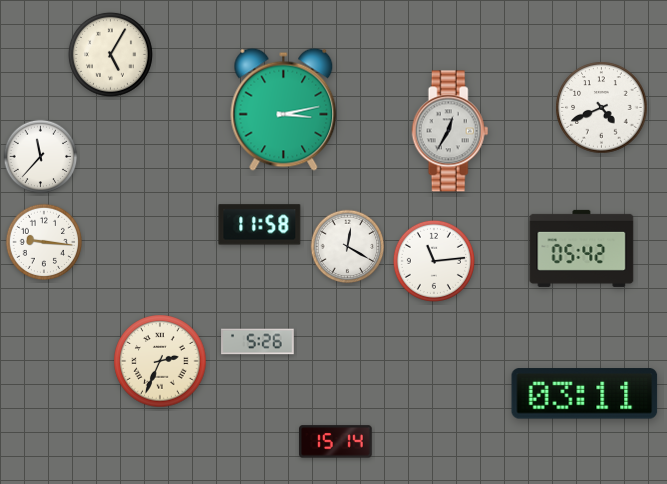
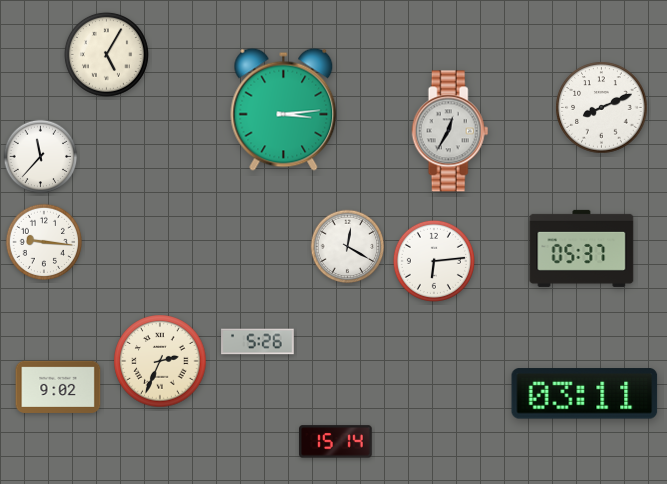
clock at (110, 54) position: (110, 54) -> (106, 54)
clock at (602, 108): 4:41 -> 8:11
clock at (284, 109): 3:13 -> 3:14
clock at (260, 225): 11:58 -> none
clock at (582, 248): 05:42 -> 05:37
clock at (434, 261): 11:14 -> 6:14
clock at (58, 387): none -> 9:02
